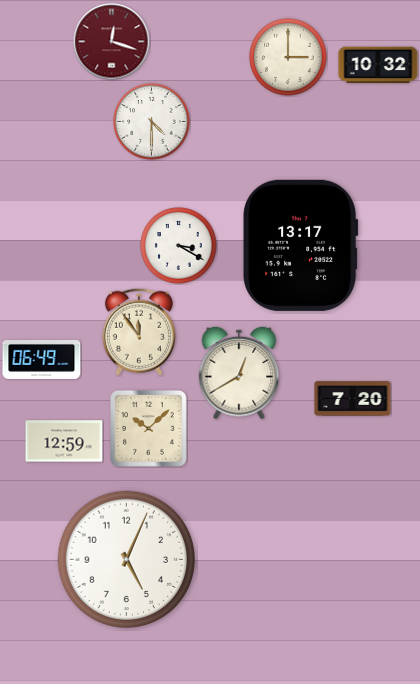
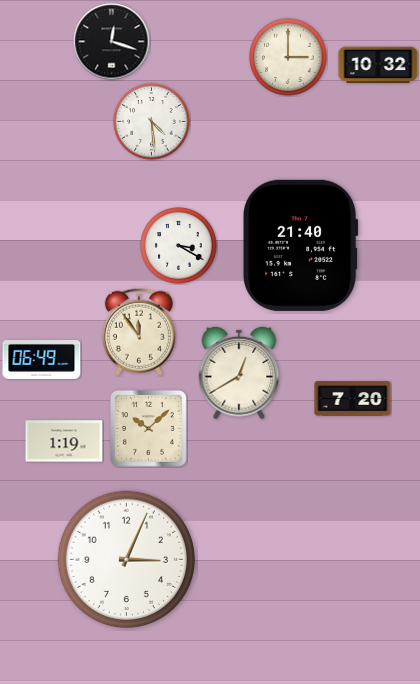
clock at (112, 42) dial: burgundy -> black
clock at (152, 122): 4:30 -> 4:29
clock at (301, 245): 13:17 -> 21:40
clock at (64, 441): 12:59 -> 1:19
clock at (126, 559): 5:04 -> 3:04
